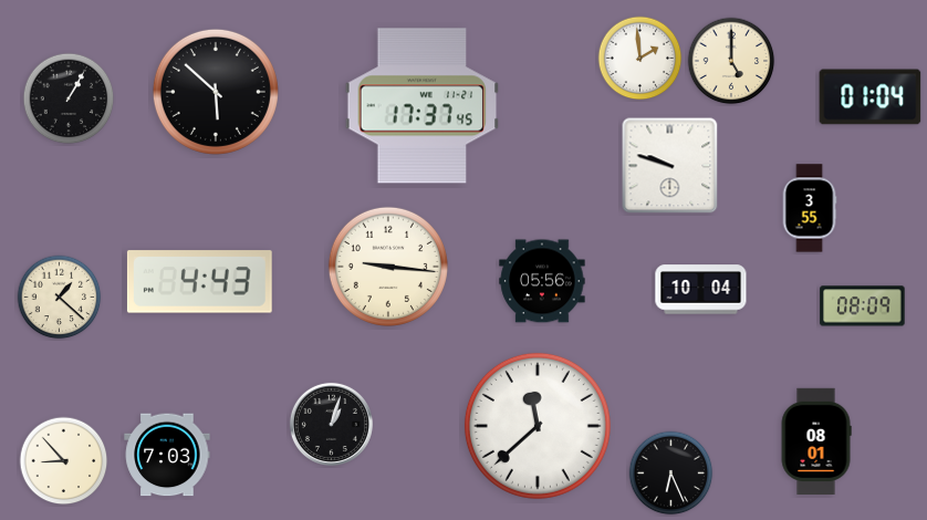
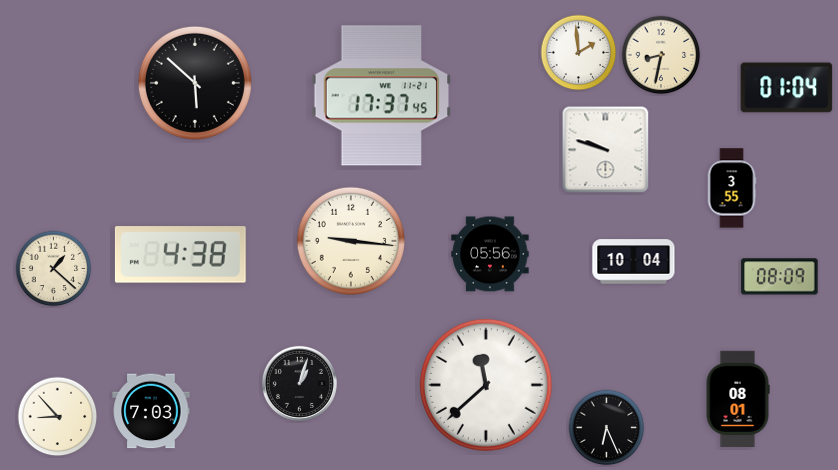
clock at (731, 61): 5:00 -> 8:32
clock at (69, 98): 1:05 -> none
clock at (199, 282): 4:43 -> 4:38
